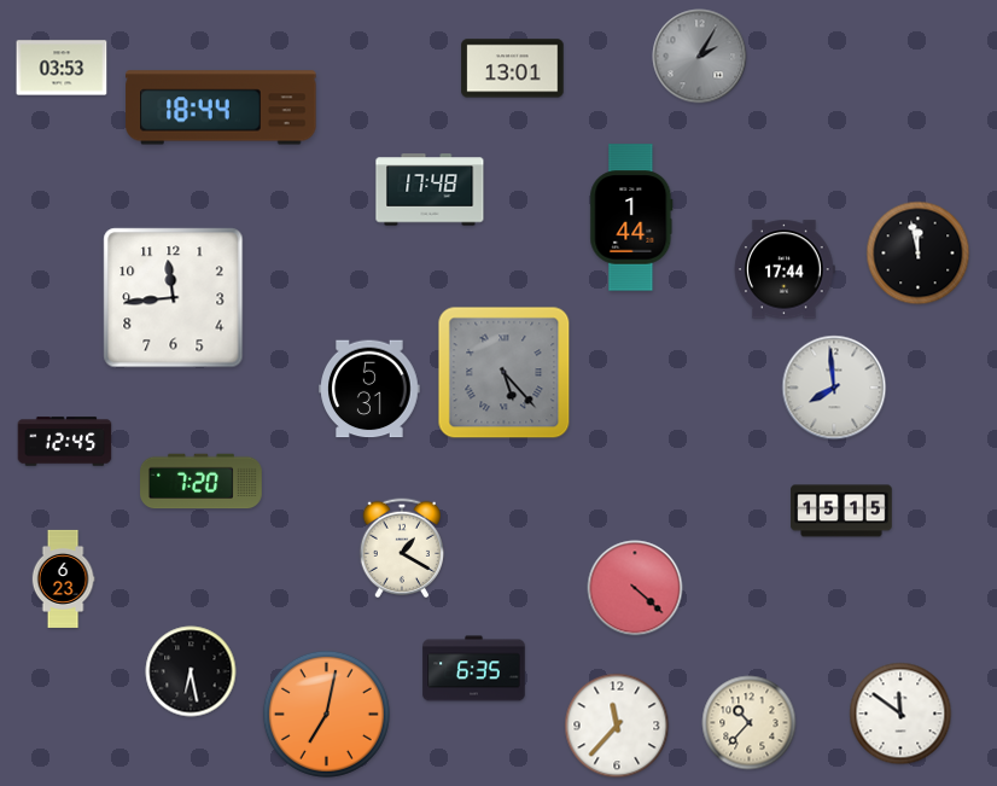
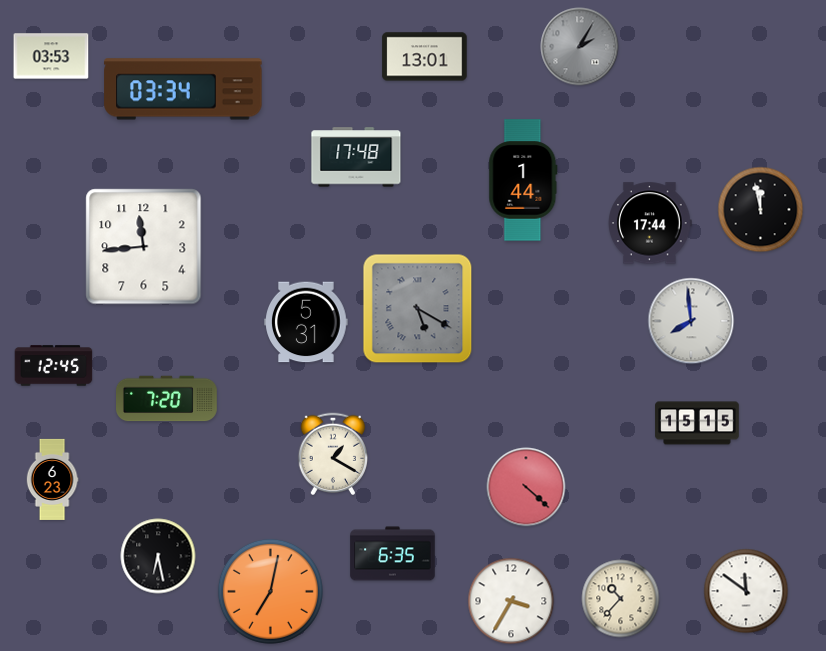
clock at (221, 107): 18:44 -> 03:34
clock at (505, 373): 5:23 -> 5:20
clock at (617, 726): 11:37 -> 3:35
